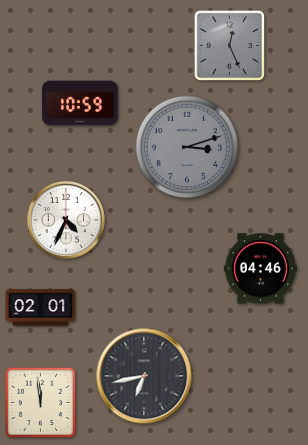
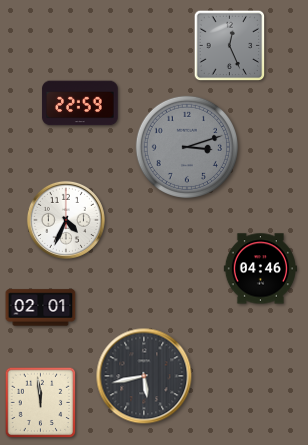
clock at (80, 103): 10:59 -> 22:59
clock at (144, 376): 6:43 -> 5:43
